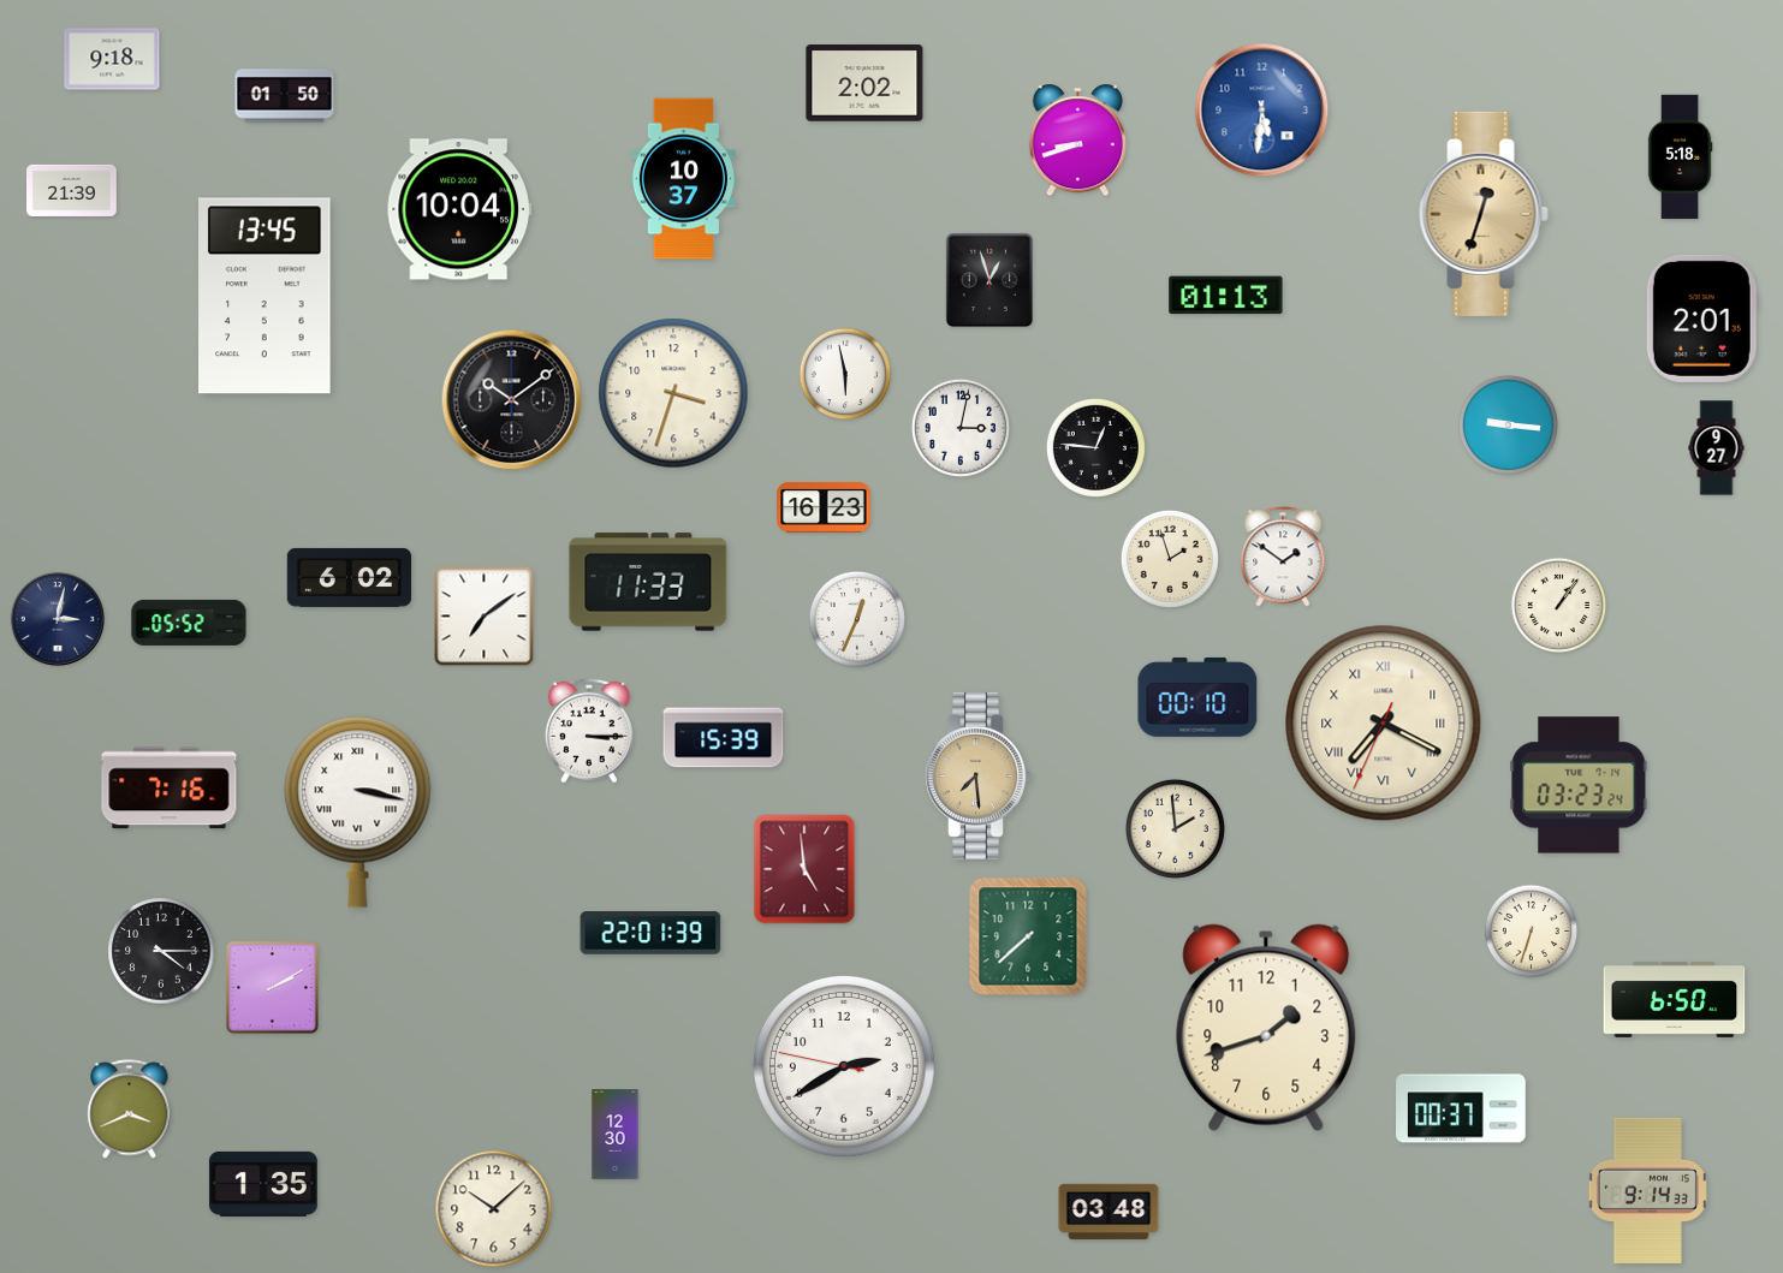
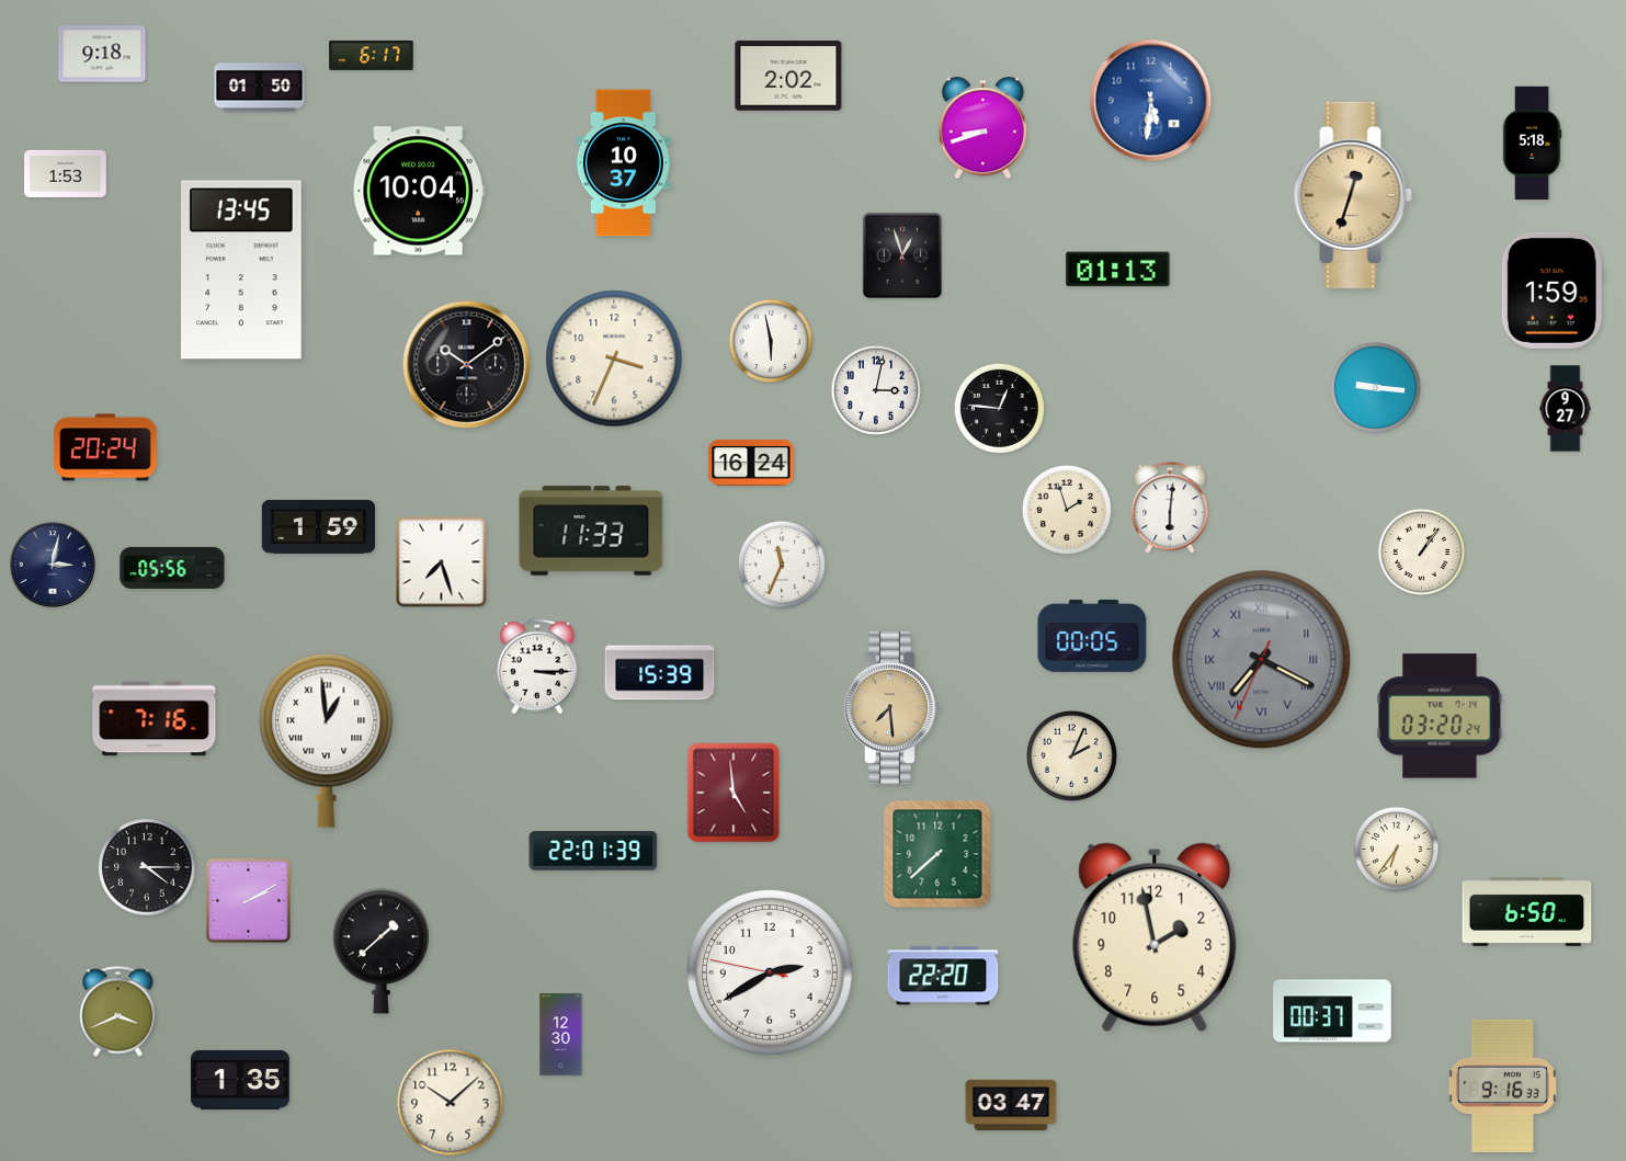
clock at (372, 55): none -> 6:17
clock at (72, 190): 21:39 -> 1:53
clock at (1702, 319): 2:01 -> 1:59
clock at (673, 393): 3:33 -> 3:34
clock at (105, 447): none -> 20:24
clock at (824, 507): 16:23 -> 16:24
clock at (1283, 557): 1:51 -> 6:01
clock at (350, 577): 6:02 -> 1:59
clock at (485, 617): 7:09 -> 7:27
clock at (856, 618): 12:34 -> 11:34
clock at (189, 623): 05:52 -> 05:56
clock at (1197, 697): 00:10 -> 00:05
clock at (1384, 724) dial: cream -> grey
clock at (1579, 785): 03:23 -> 03:20
clock at (358, 811): 3:17 -> 12:59
clock at (1175, 828): 1:59 -> 2:04
clock at (1532, 932): 6:33 -> 6:36
clock at (1266, 1028): 1:42 -> 1:58
clock at (380, 952): none -> 1:38
clock at (943, 976): none -> 22:20
clock at (1647, 1190): 9:14 -> 9:16
clock at (1109, 1212): 03:48 -> 03:47
